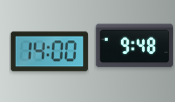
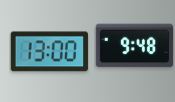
clock at (49, 52): 14:00 -> 13:00
